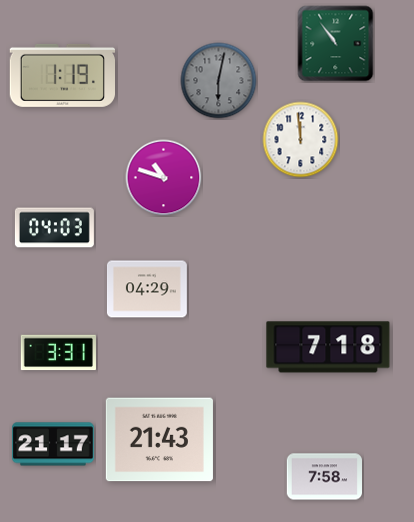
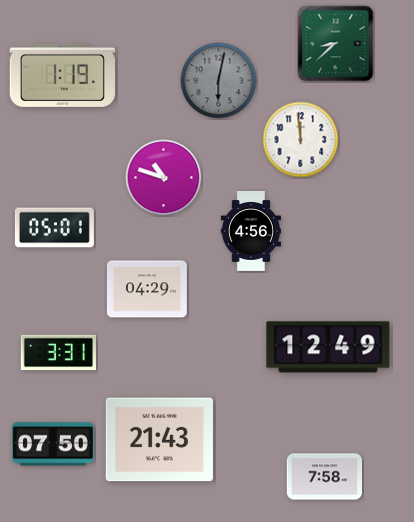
clock at (336, 44): 10:54 -> 8:38
clock at (54, 228): 04:03 -> 05:01
clock at (251, 232): none -> 4:56
clock at (328, 347): 7:18 -> 12:49
clock at (53, 444): 21:17 -> 07:50
